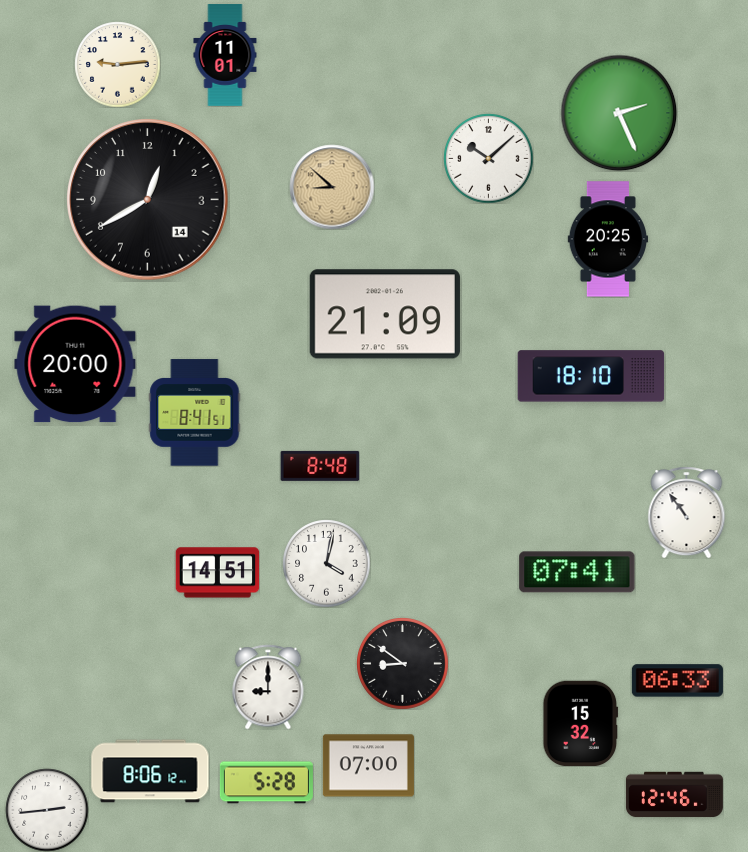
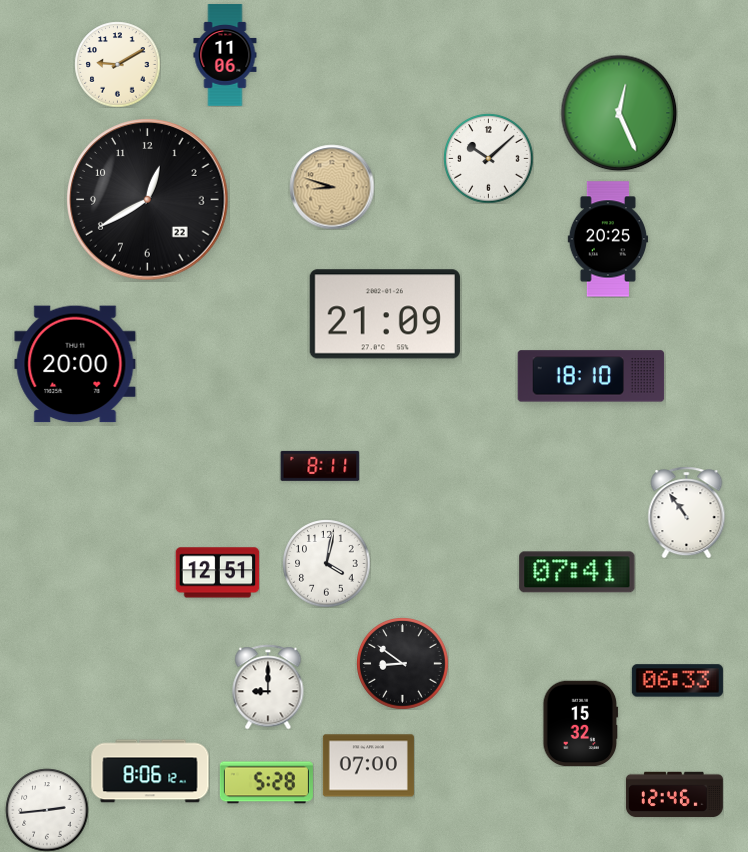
clock at (225, 55): 11:01 -> 11:06
clock at (117, 64): 9:14 -> 9:10
clock at (619, 113): 2:26 -> 12:26
clock at (332, 187): 8:52 -> 8:48
clock at (148, 200) date: 14 -> 22
clock at (195, 413): 8:41 -> none
clock at (320, 466): 8:48 -> 8:11
clock at (217, 573): 14:51 -> 12:51
